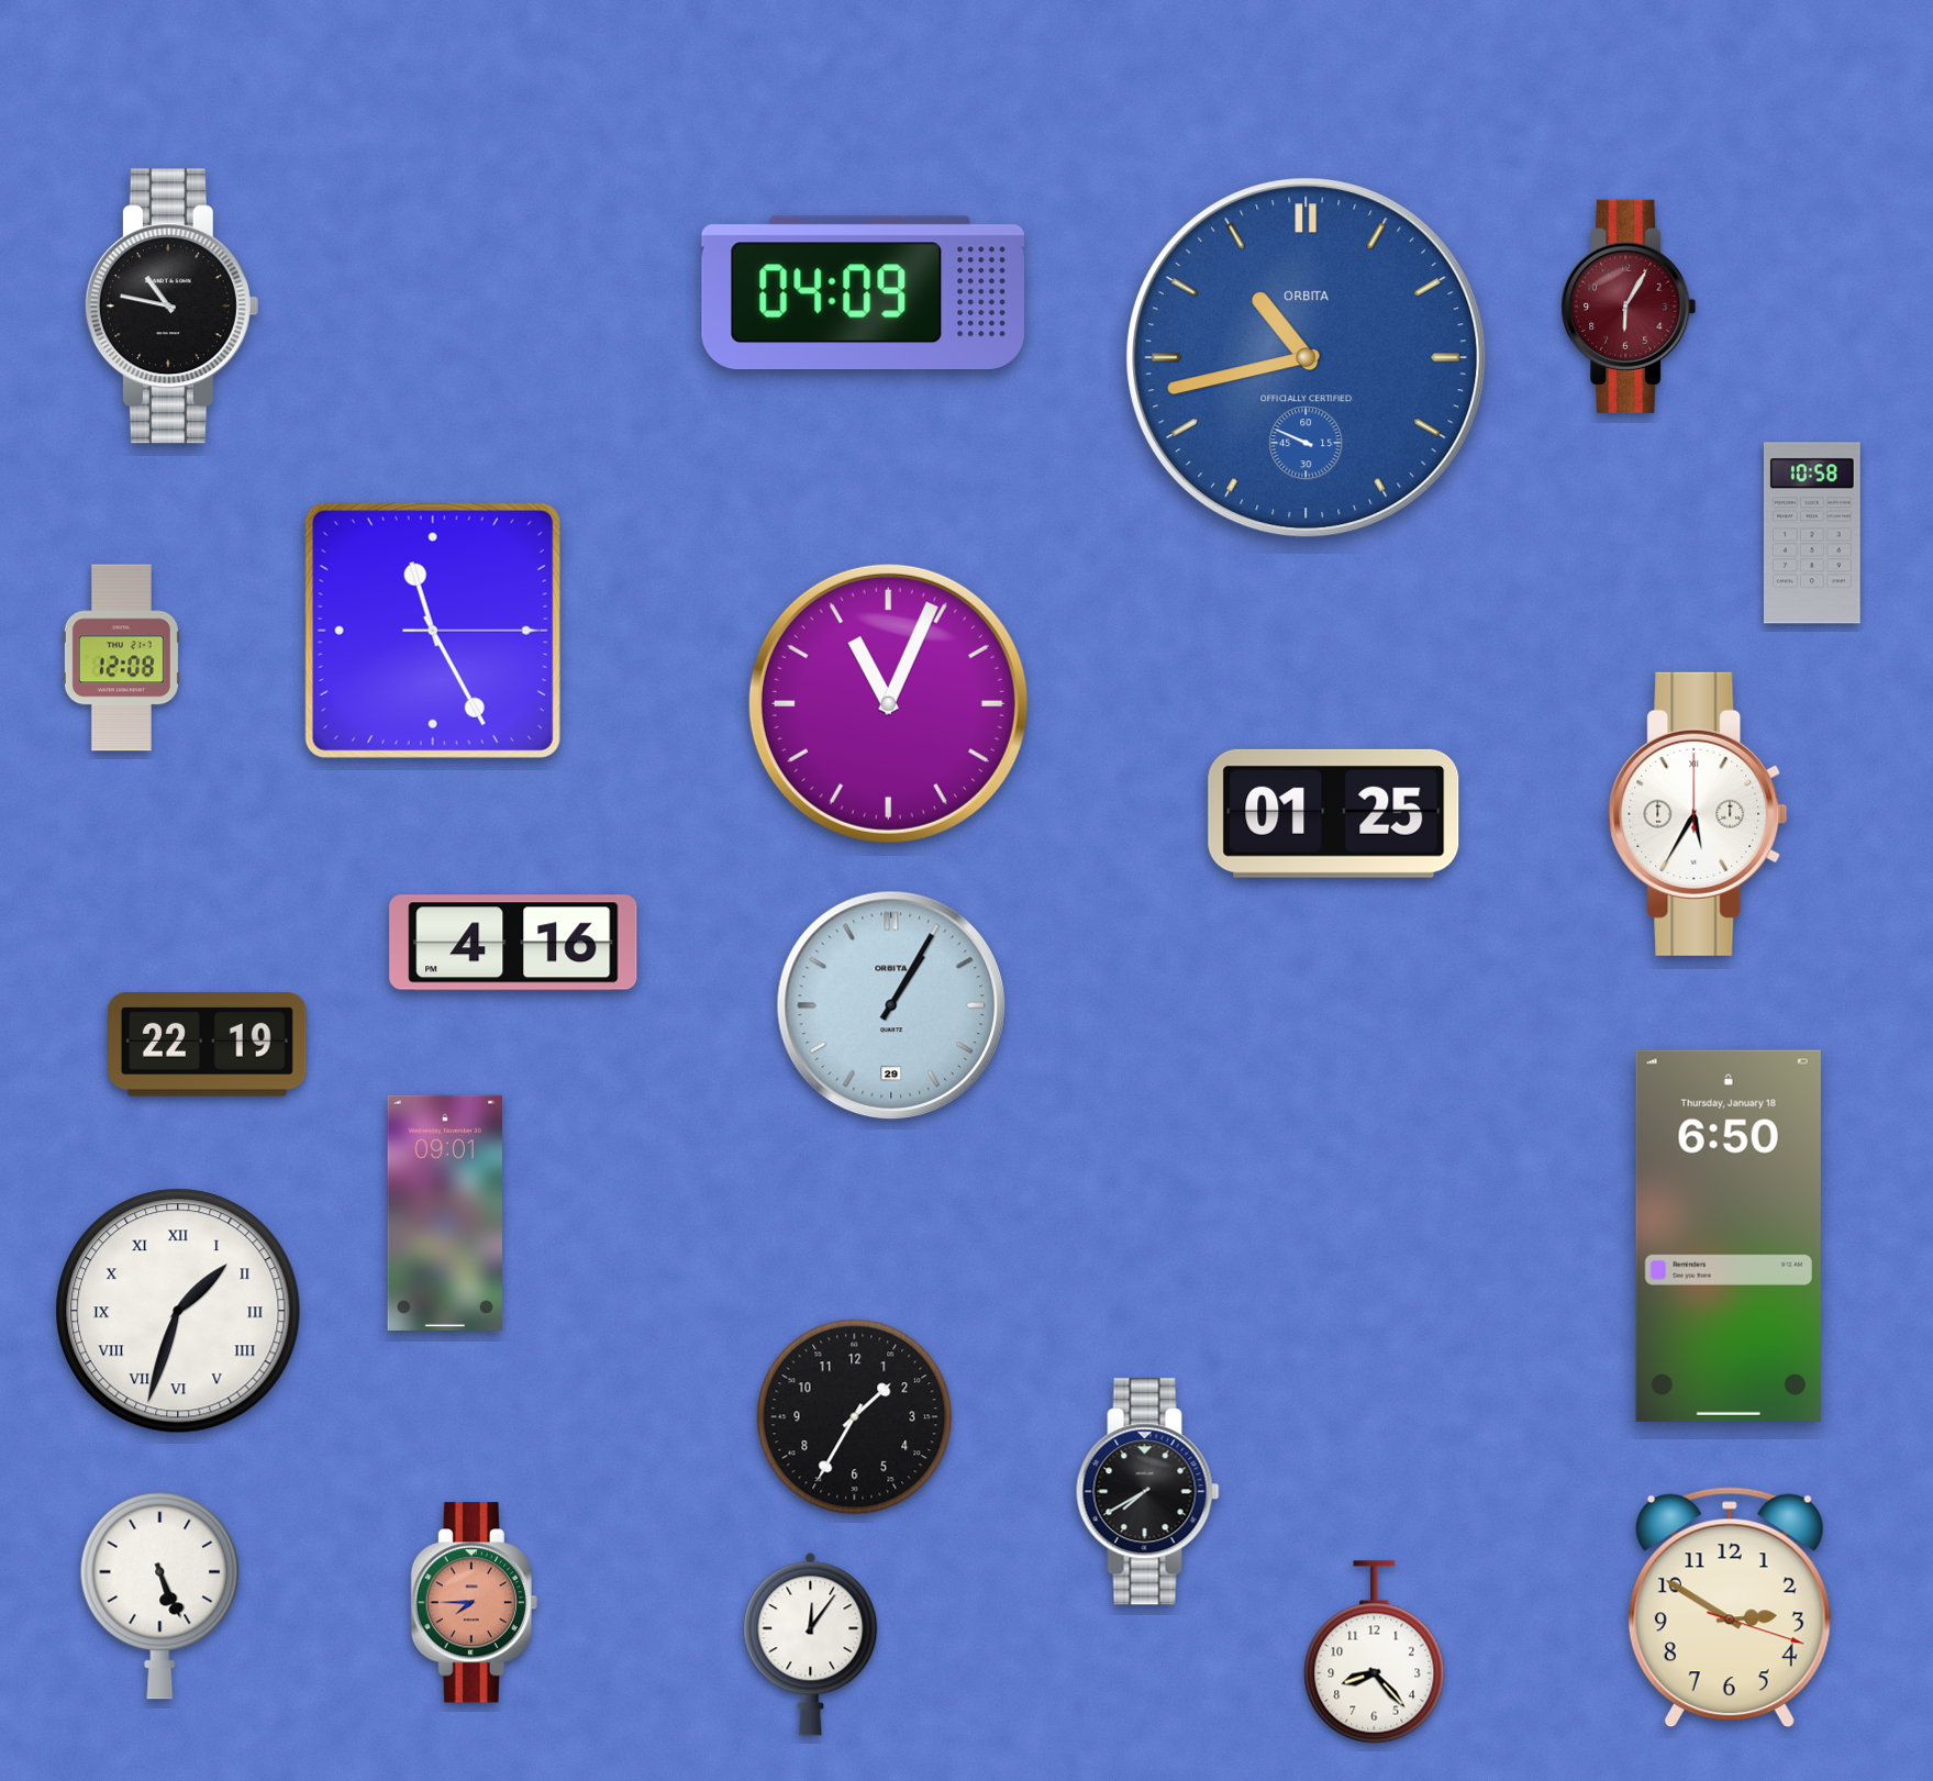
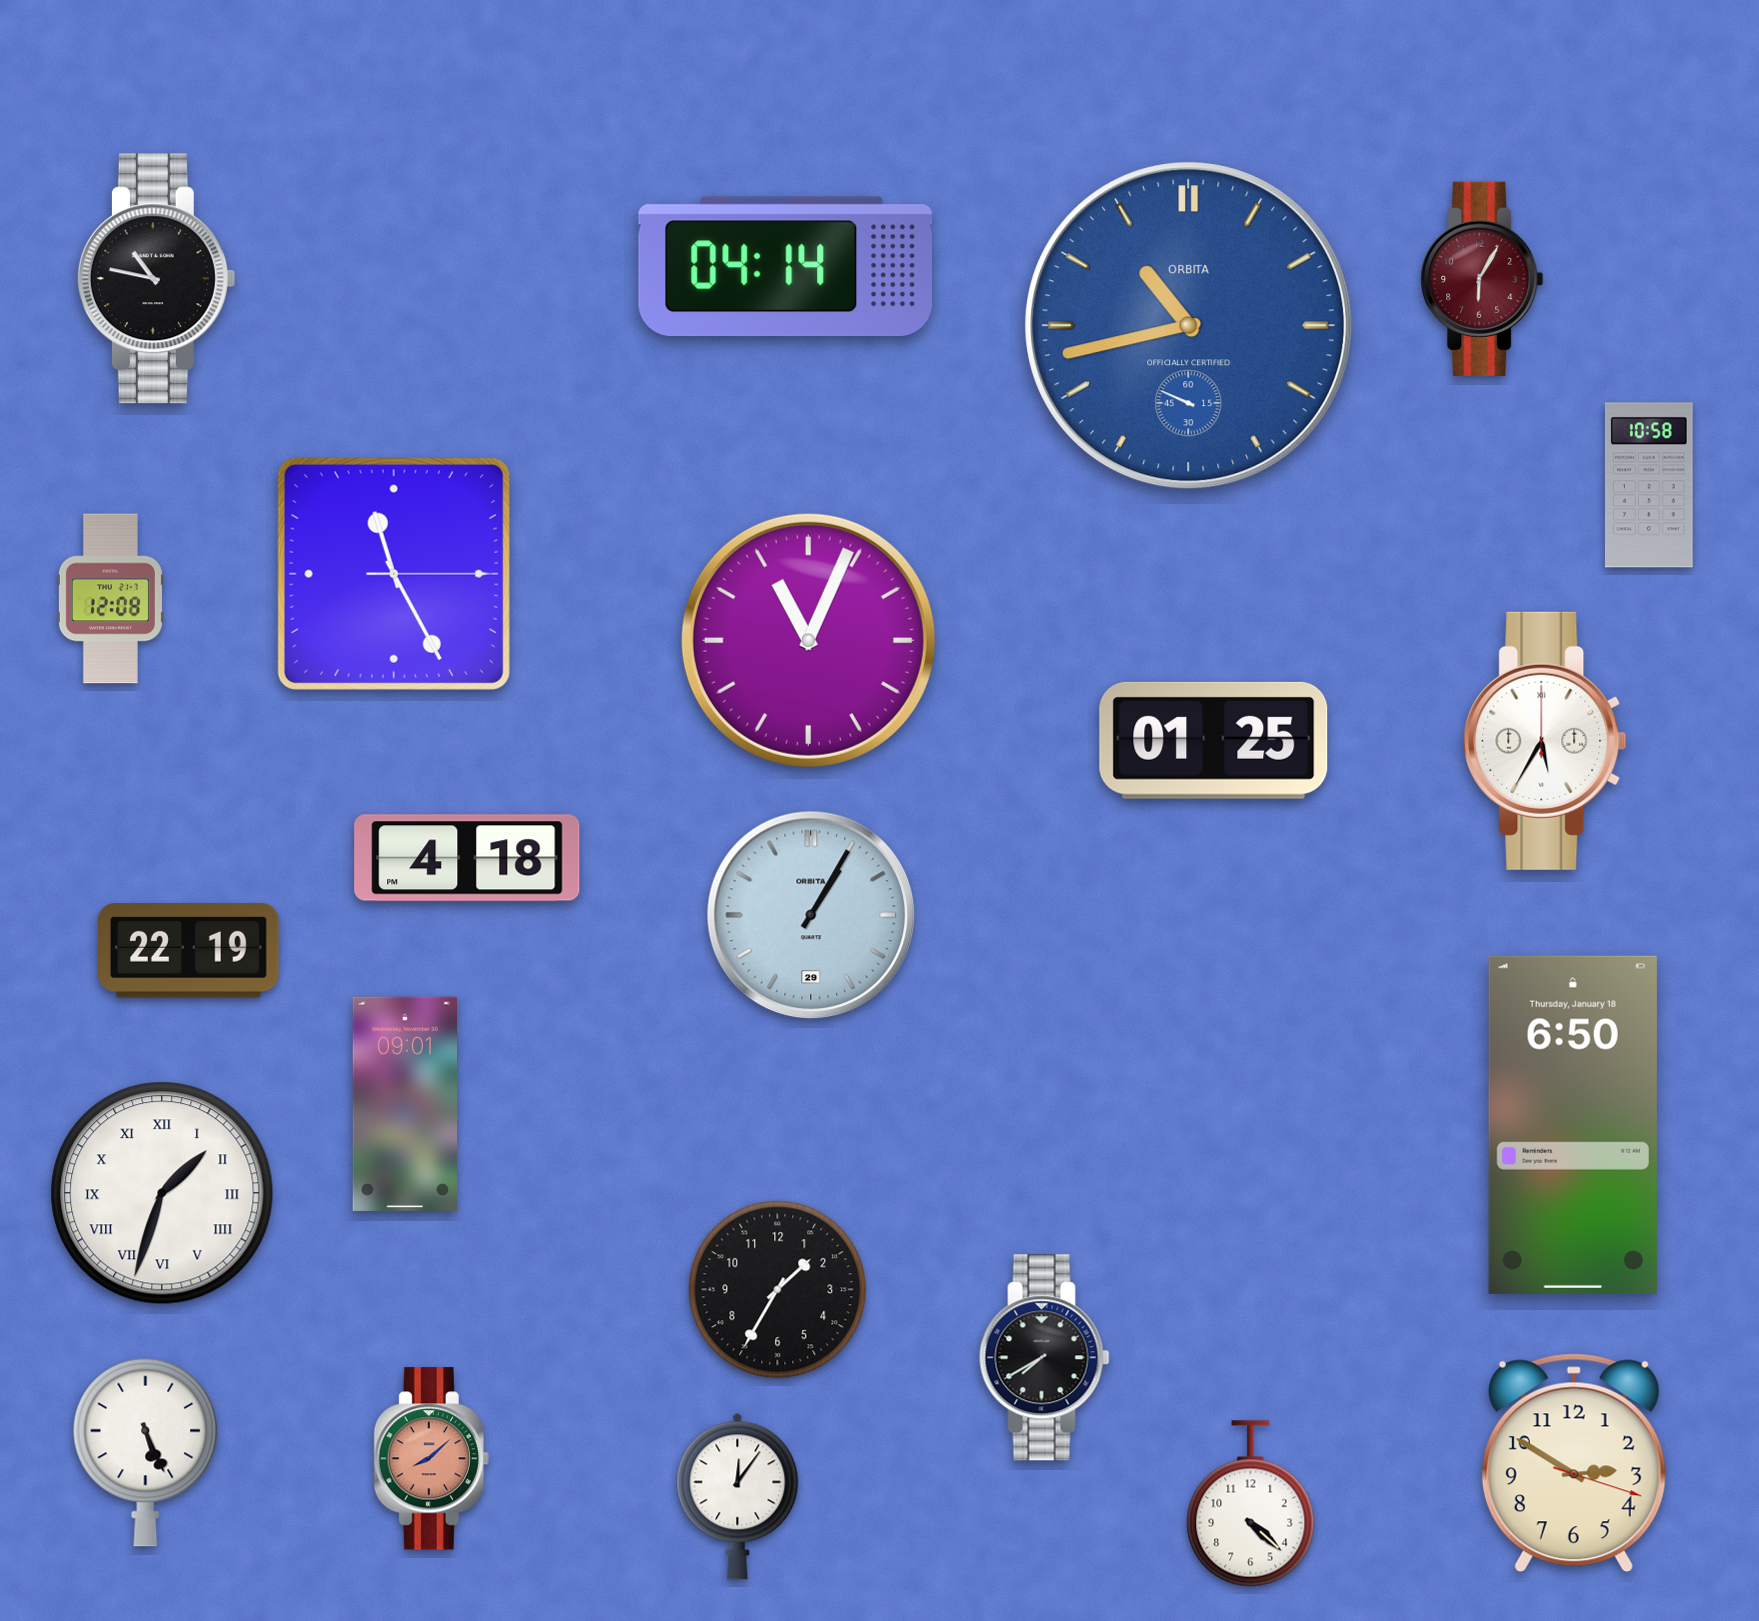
clock at (863, 293): 04:09 -> 04:14
clock at (513, 943): 4:16 -> 4:18
clock at (474, 1603): 7:45 -> 8:08
clock at (1375, 1652): 8:23 -> 4:22
